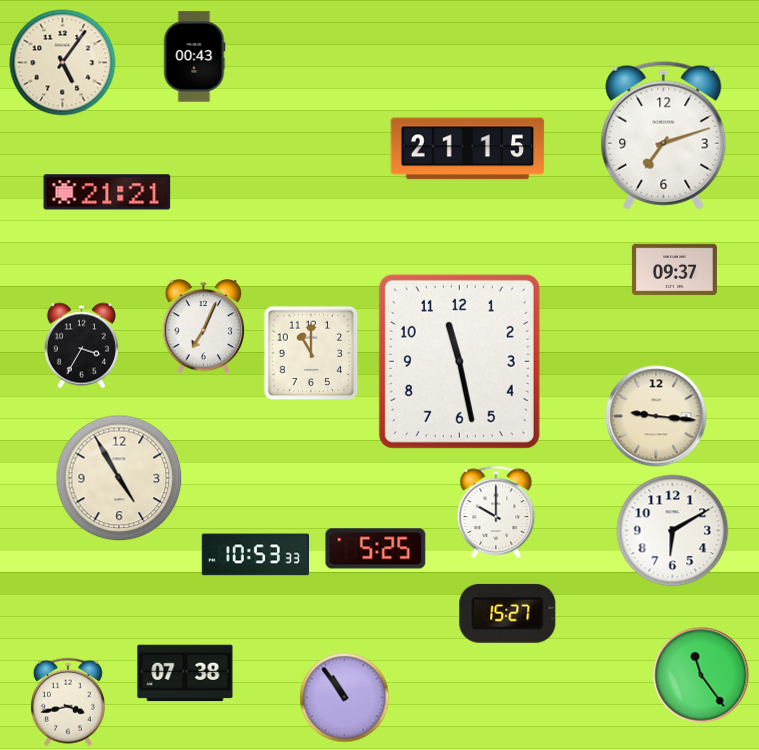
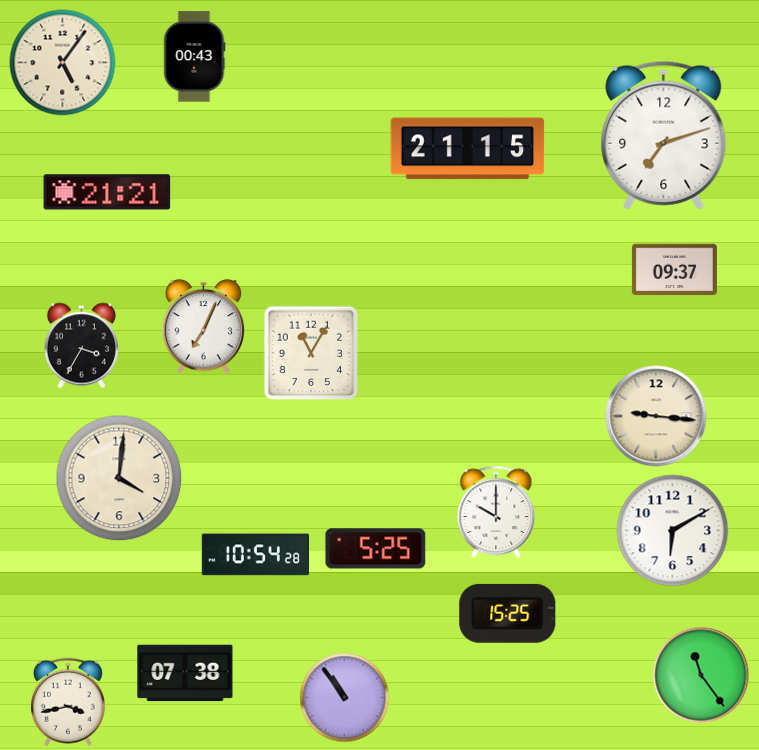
clock at (311, 353): 11:00 -> 11:05
clock at (459, 361): 11:28 -> none
clock at (119, 478): 4:55 -> 4:01
clock at (255, 555): 10:53 -> 10:54
clock at (508, 613): 15:27 -> 15:25
